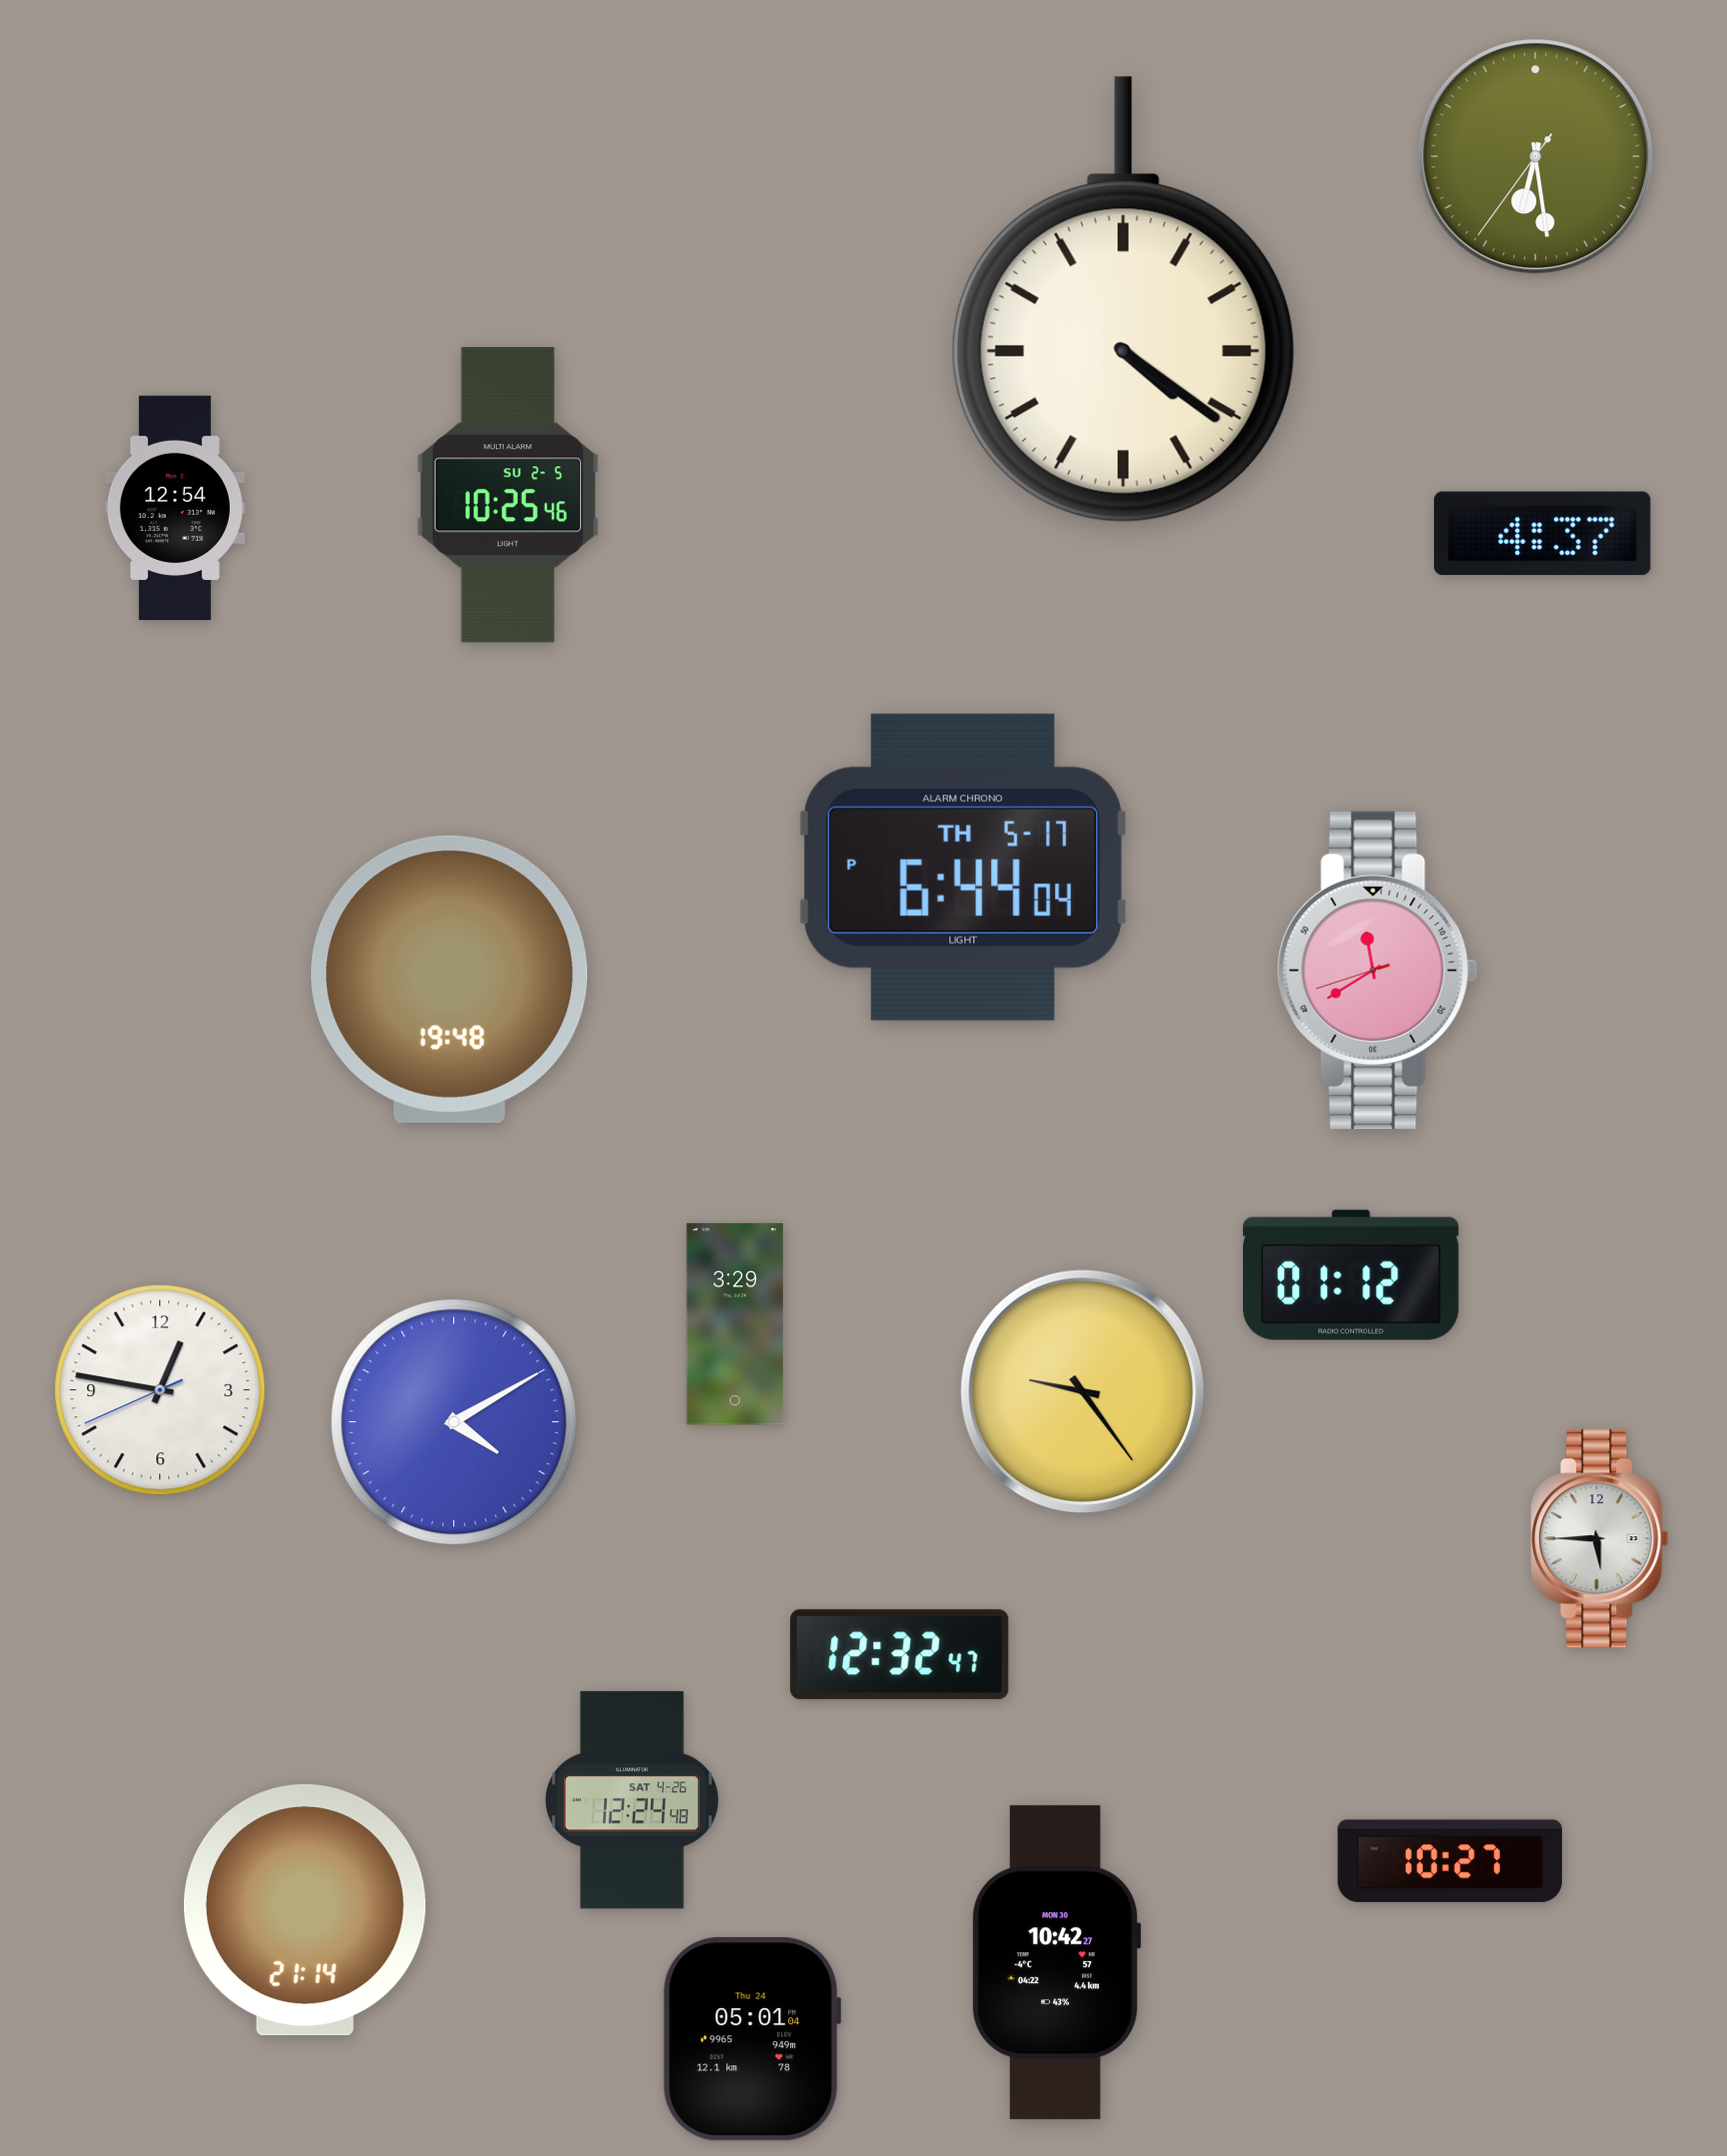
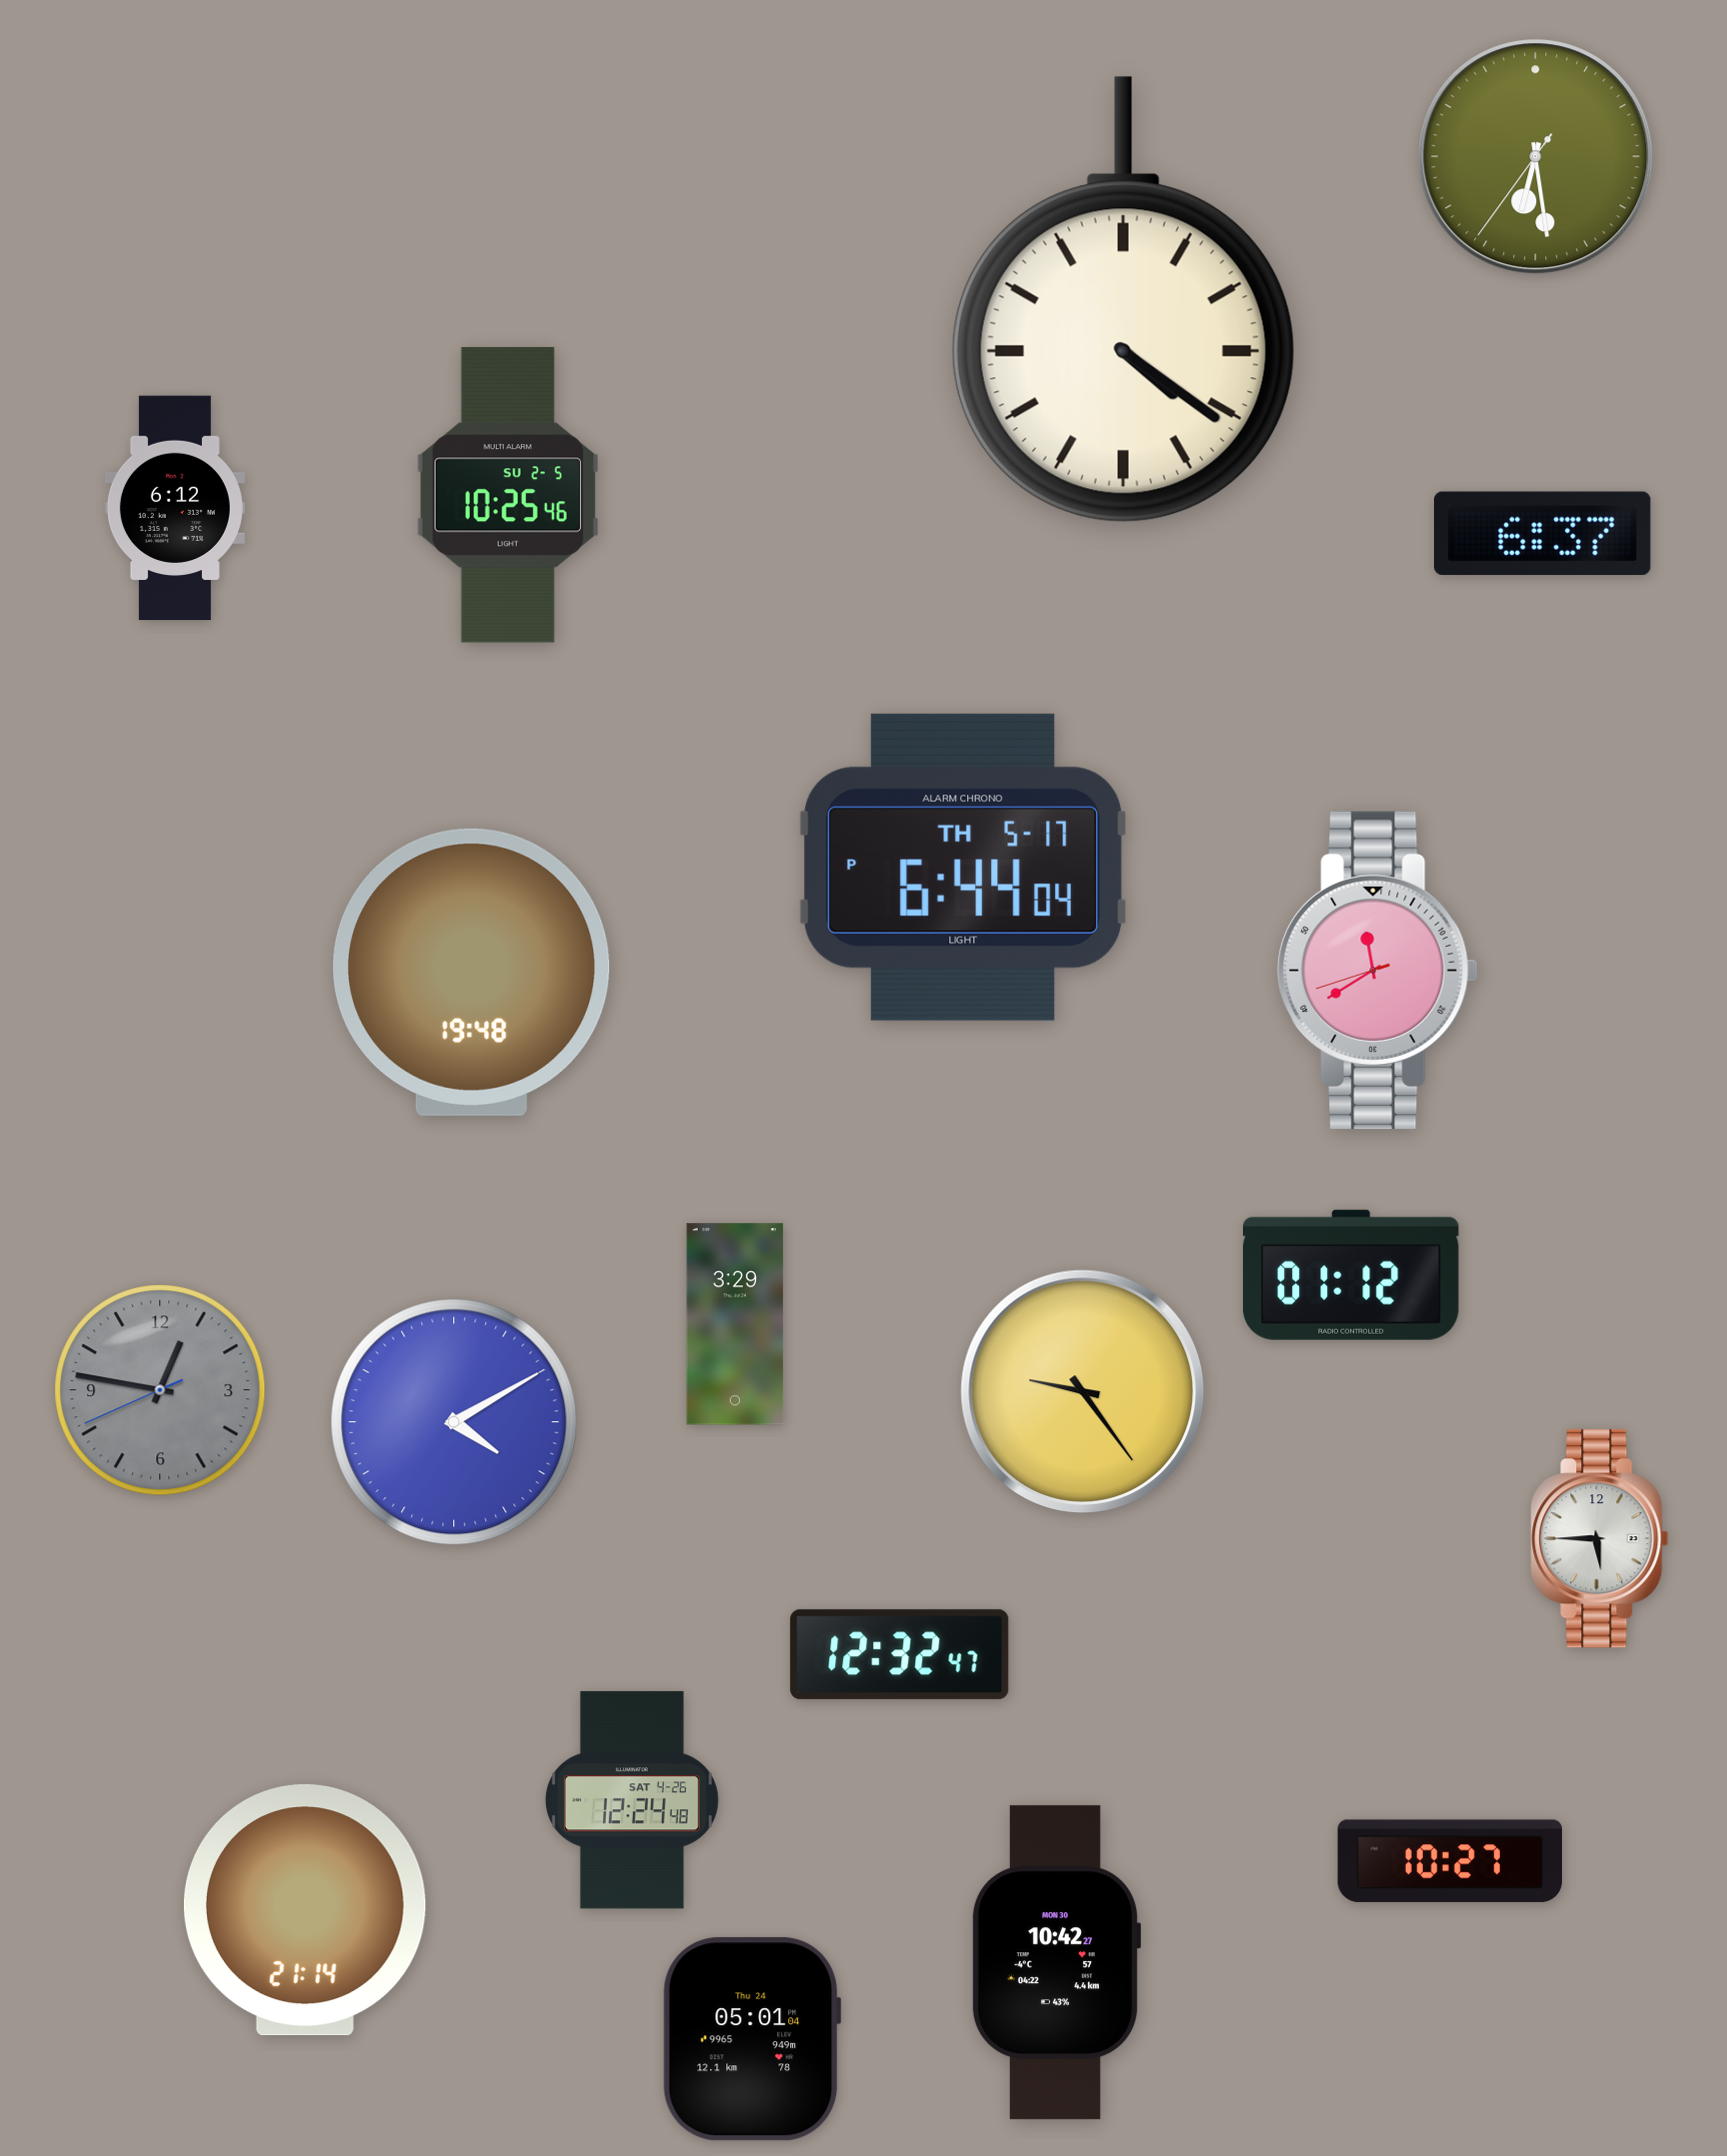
clock at (175, 508): 12:54 -> 6:12
clock at (1543, 533): 4:37 -> 6:37
clock at (450, 979) position: (450, 979) -> (472, 972)
clock at (160, 1390) dial: white -> grey
